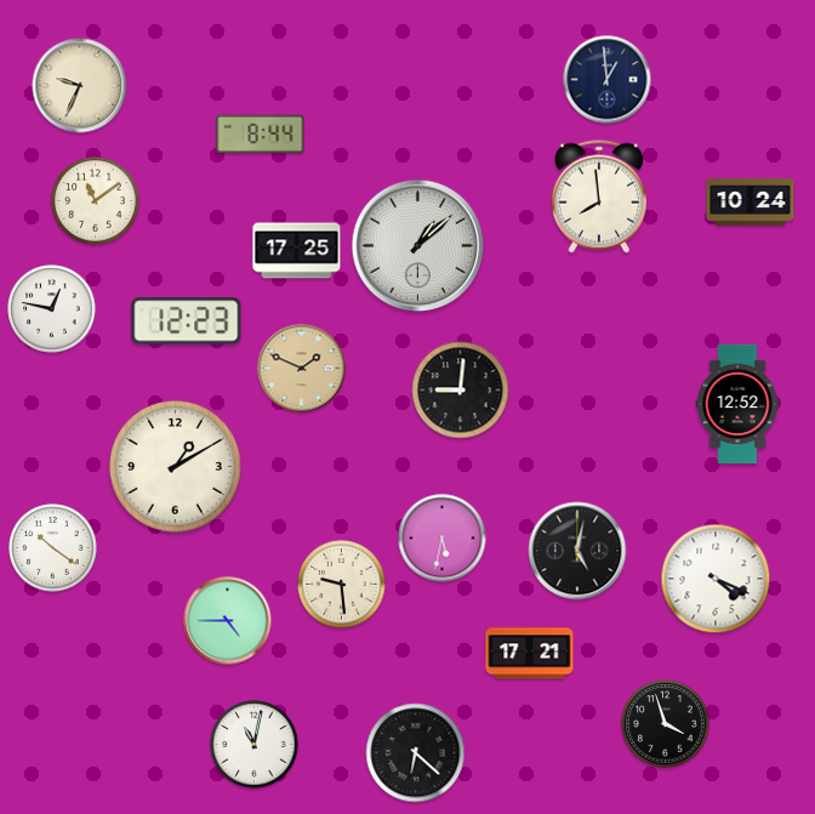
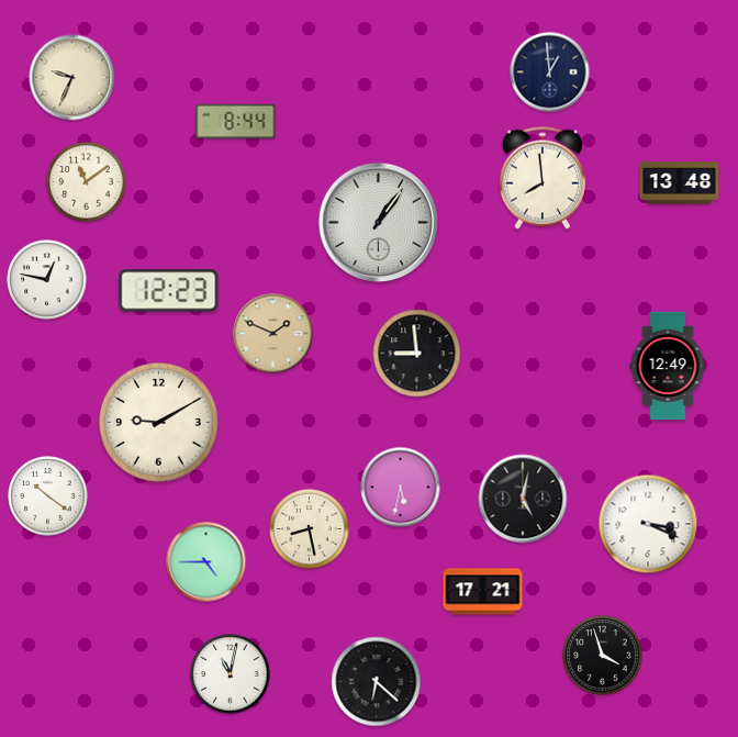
clock at (751, 203): 10:24 -> 13:48
clock at (418, 246): 1:08 -> 1:06
clock at (297, 251): 17:25 -> none
clock at (461, 391): 9:01 -> 8:59
clock at (737, 404): 12:52 -> 12:49
clock at (175, 466): 1:10 -> 9:10
clock at (716, 579): 4:19 -> 3:19
clock at (342, 585): 9:29 -> 8:28
clock at (530, 654) position: (530, 654) -> (483, 592)
